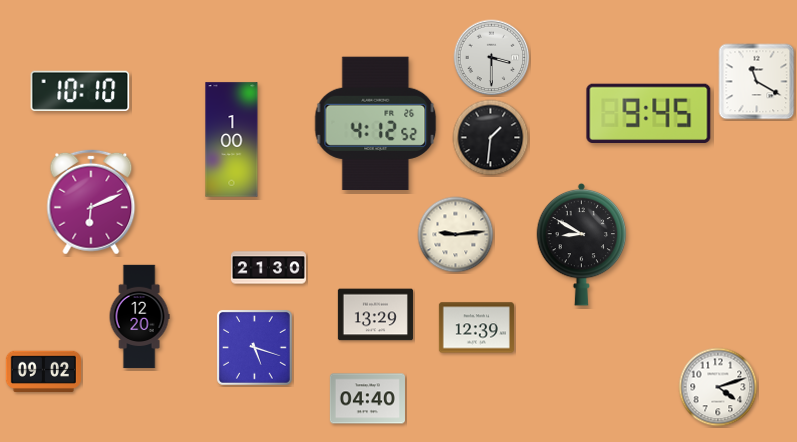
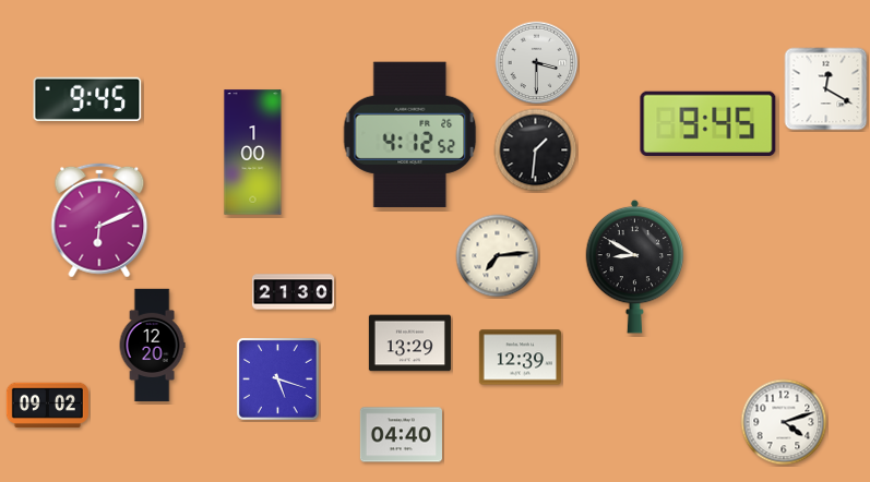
clock at (757, 82): 11:20 -> 12:20
clock at (80, 91): 10:10 -> 9:45
clock at (456, 235): 9:14 -> 7:14
